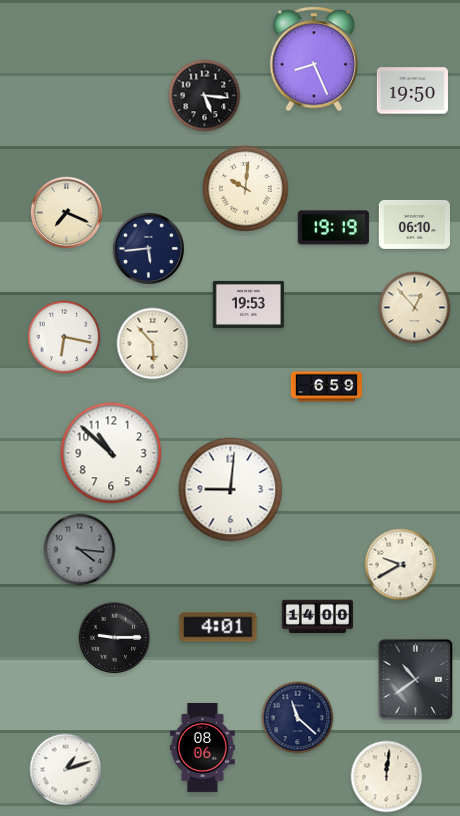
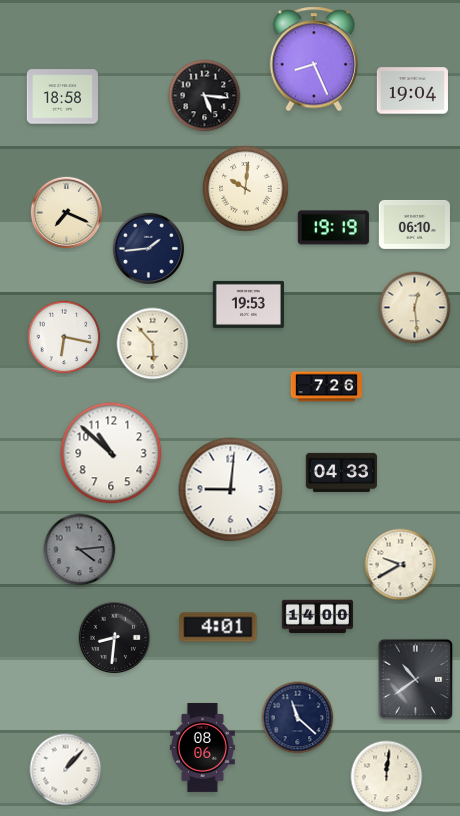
clock at (412, 91): 19:50 -> 19:04
clock at (62, 97): none -> 18:58
clock at (148, 248): 5:44 -> 1:44
clock at (415, 308): 12:53 -> 12:29
clock at (326, 387): 6:59 -> 7:26
clock at (341, 472): none -> 04:33
clock at (80, 550): 4:16 -> 4:14
clock at (114, 637): 9:15 -> 8:31
clock at (66, 770): 1:12 -> 1:07
